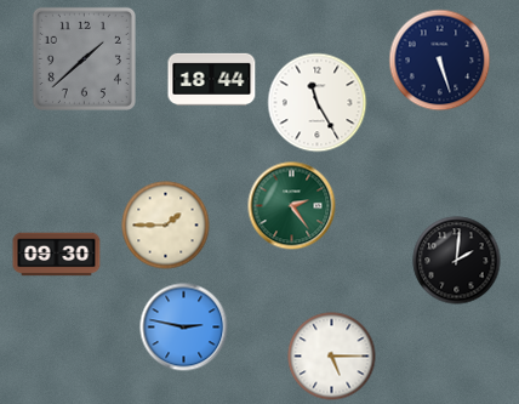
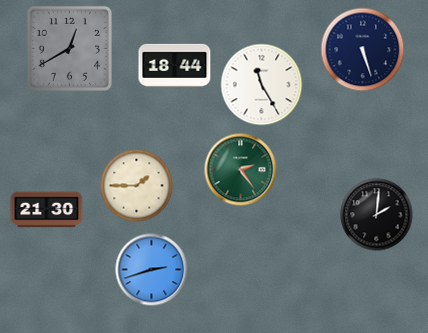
clock at (84, 58): 1:38 -> 12:40
clock at (57, 255): 09:30 -> 21:30
clock at (184, 328): 2:47 -> 2:42
clock at (332, 357): 5:15 -> none
